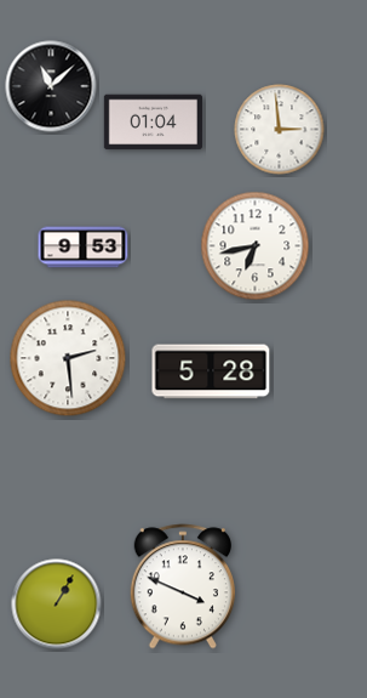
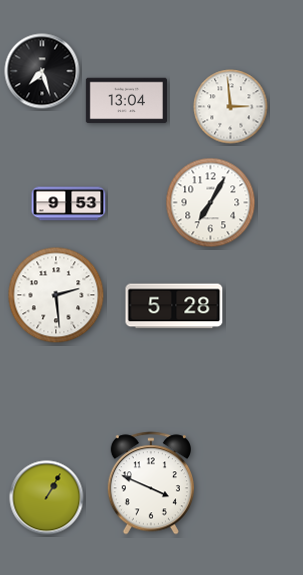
clock at (51, 86): 11:08 -> 7:27
clock at (153, 123): 01:04 -> 13:04
clock at (256, 246): 6:43 -> 7:05
